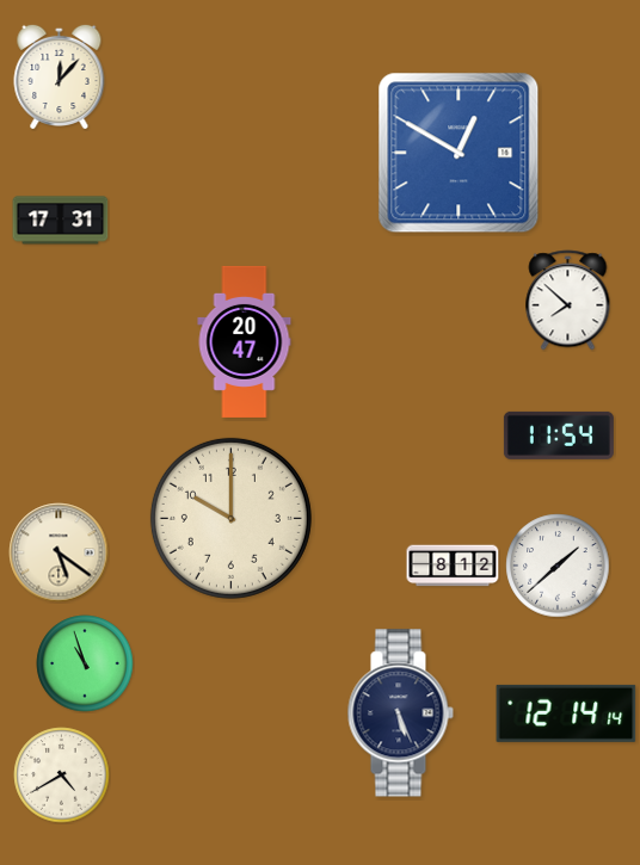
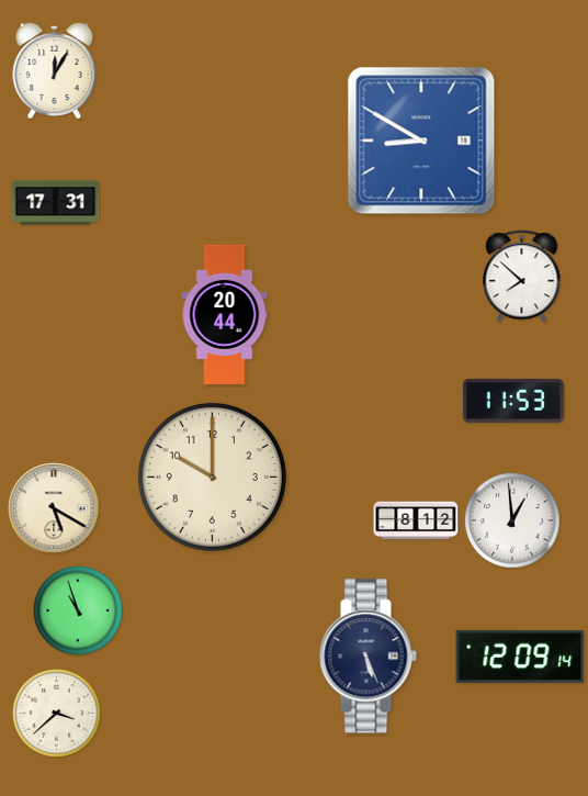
clock at (60, 75): 12:07 -> 12:05
clock at (459, 153): 12:50 -> 8:50
clock at (245, 341): 20:47 -> 20:44
clock at (559, 435): 11:54 -> 11:53
clock at (59, 552): 5:21 -> 5:20
clock at (558, 566): 1:38 -> 12:59
clock at (566, 713): 12:14 -> 12:09
clock at (62, 776): 4:40 -> 3:38
